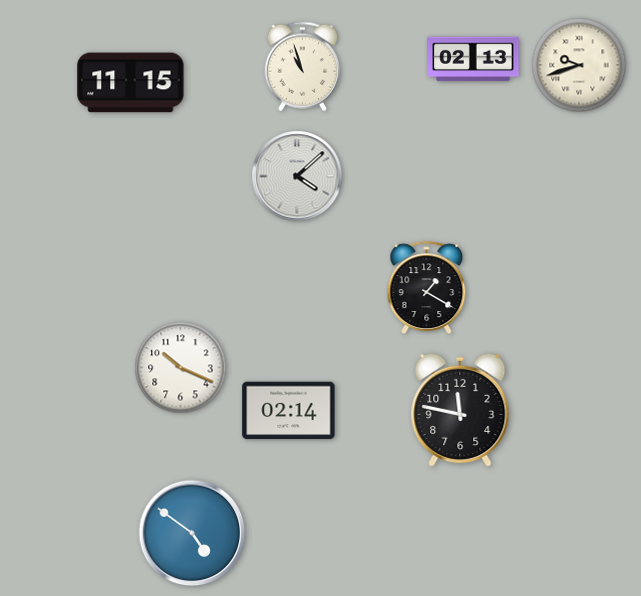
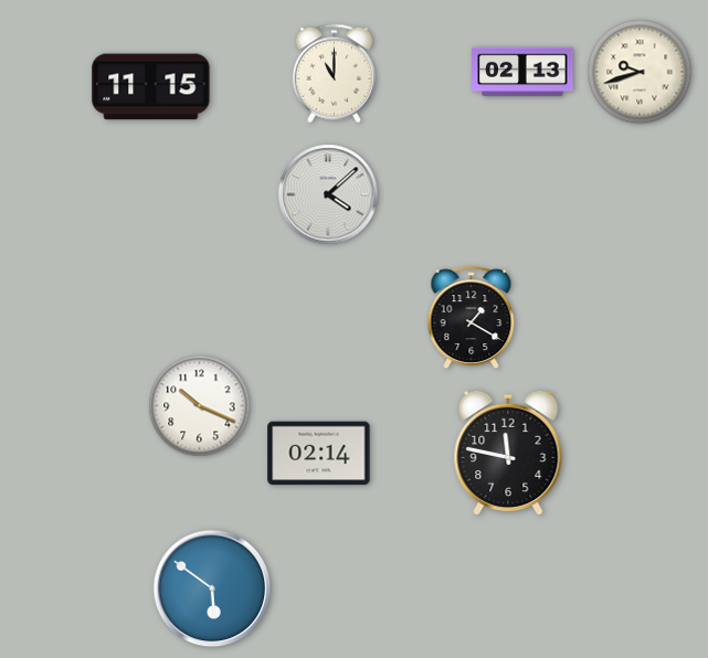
clock at (473, 59) position: (473, 59) -> (522, 72)
clock at (302, 67): 10:57 -> 11:00
clock at (131, 83) position: (131, 83) -> (151, 87)
clock at (192, 533): 4:51 -> 5:51
